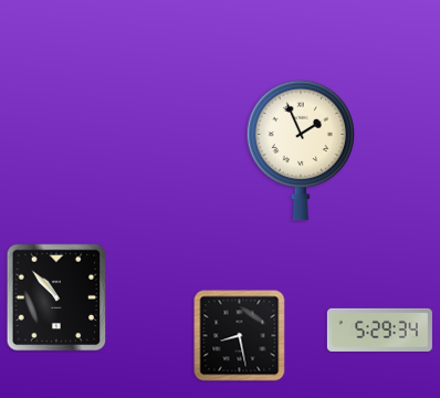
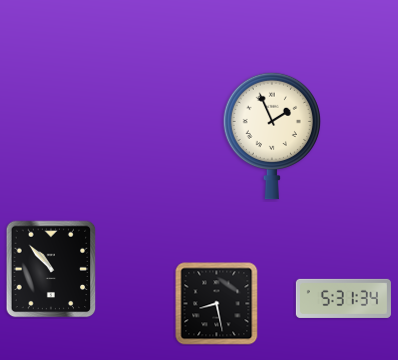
clock at (379, 329): 5:29 -> 5:31
